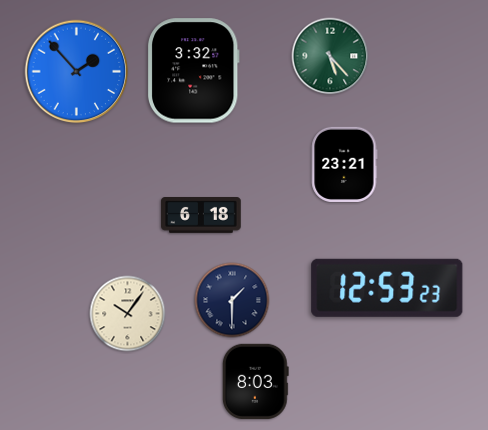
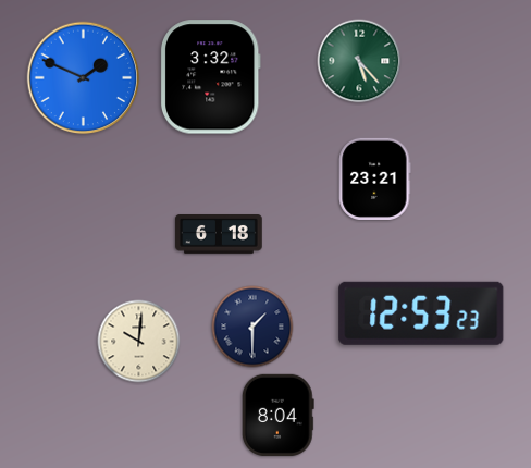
clock at (77, 72): 1:53 -> 1:49
clock at (128, 314): 10:06 -> 10:01
clock at (255, 381): 8:03 -> 8:04
